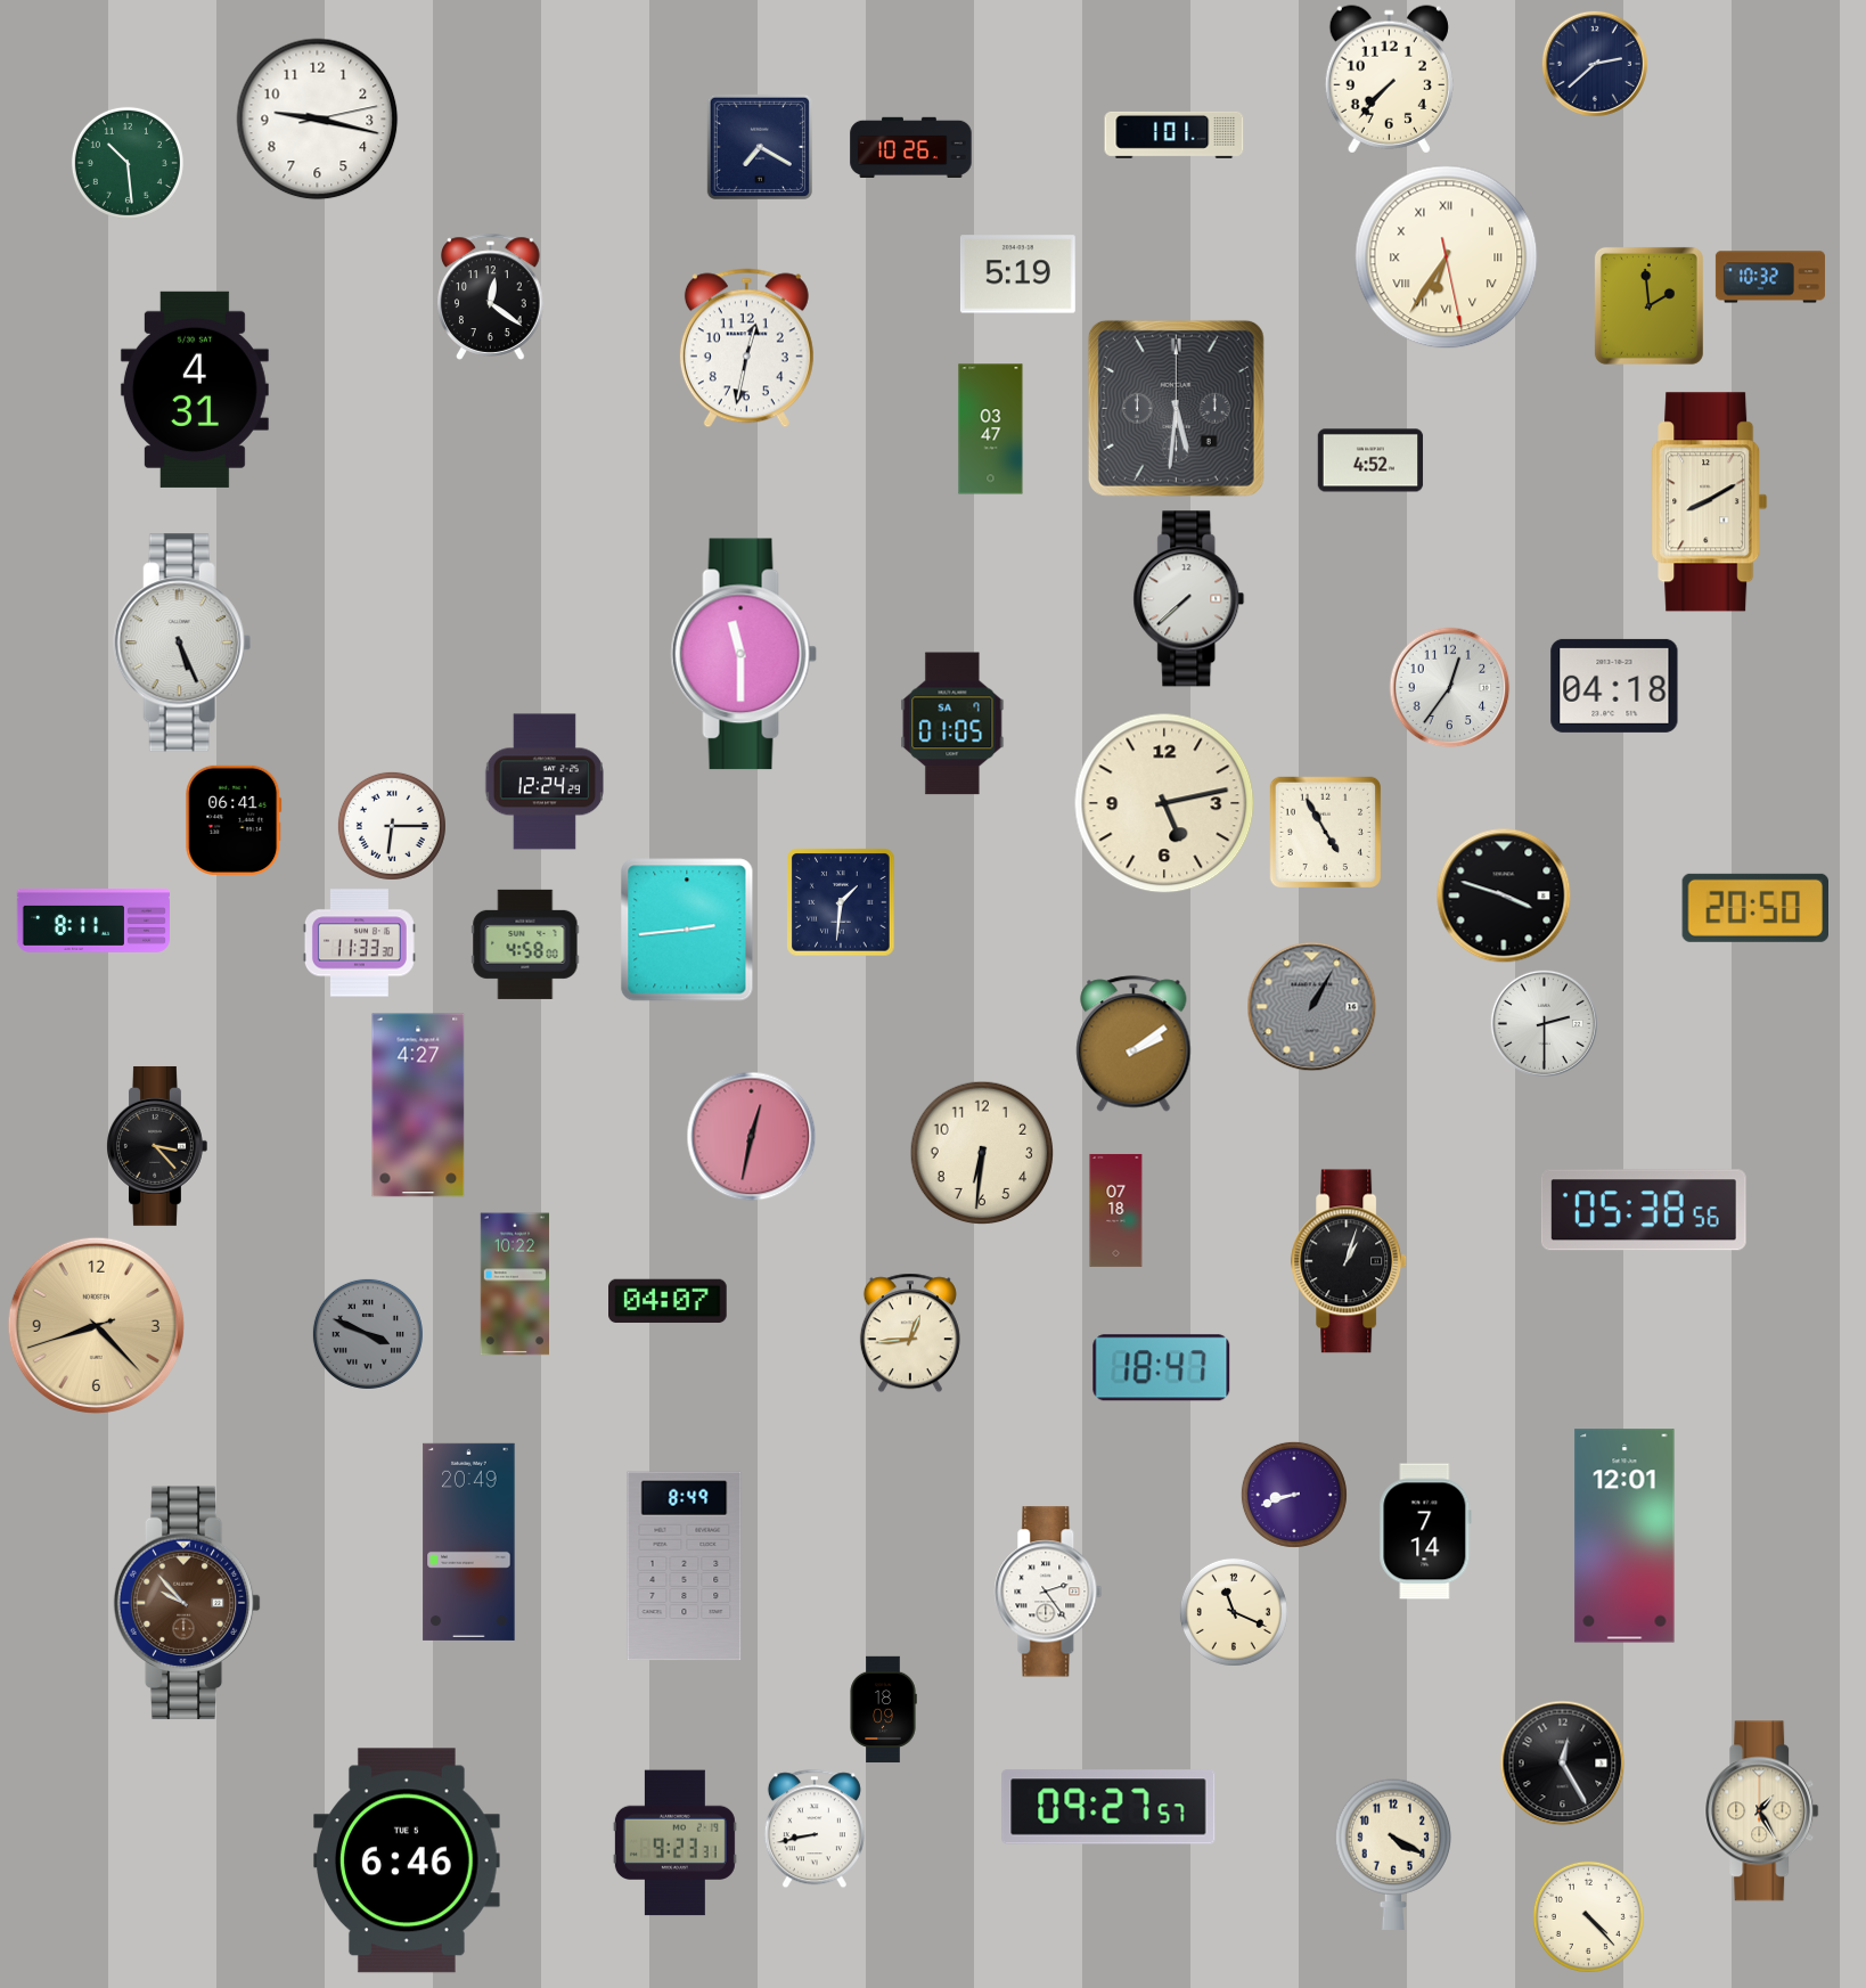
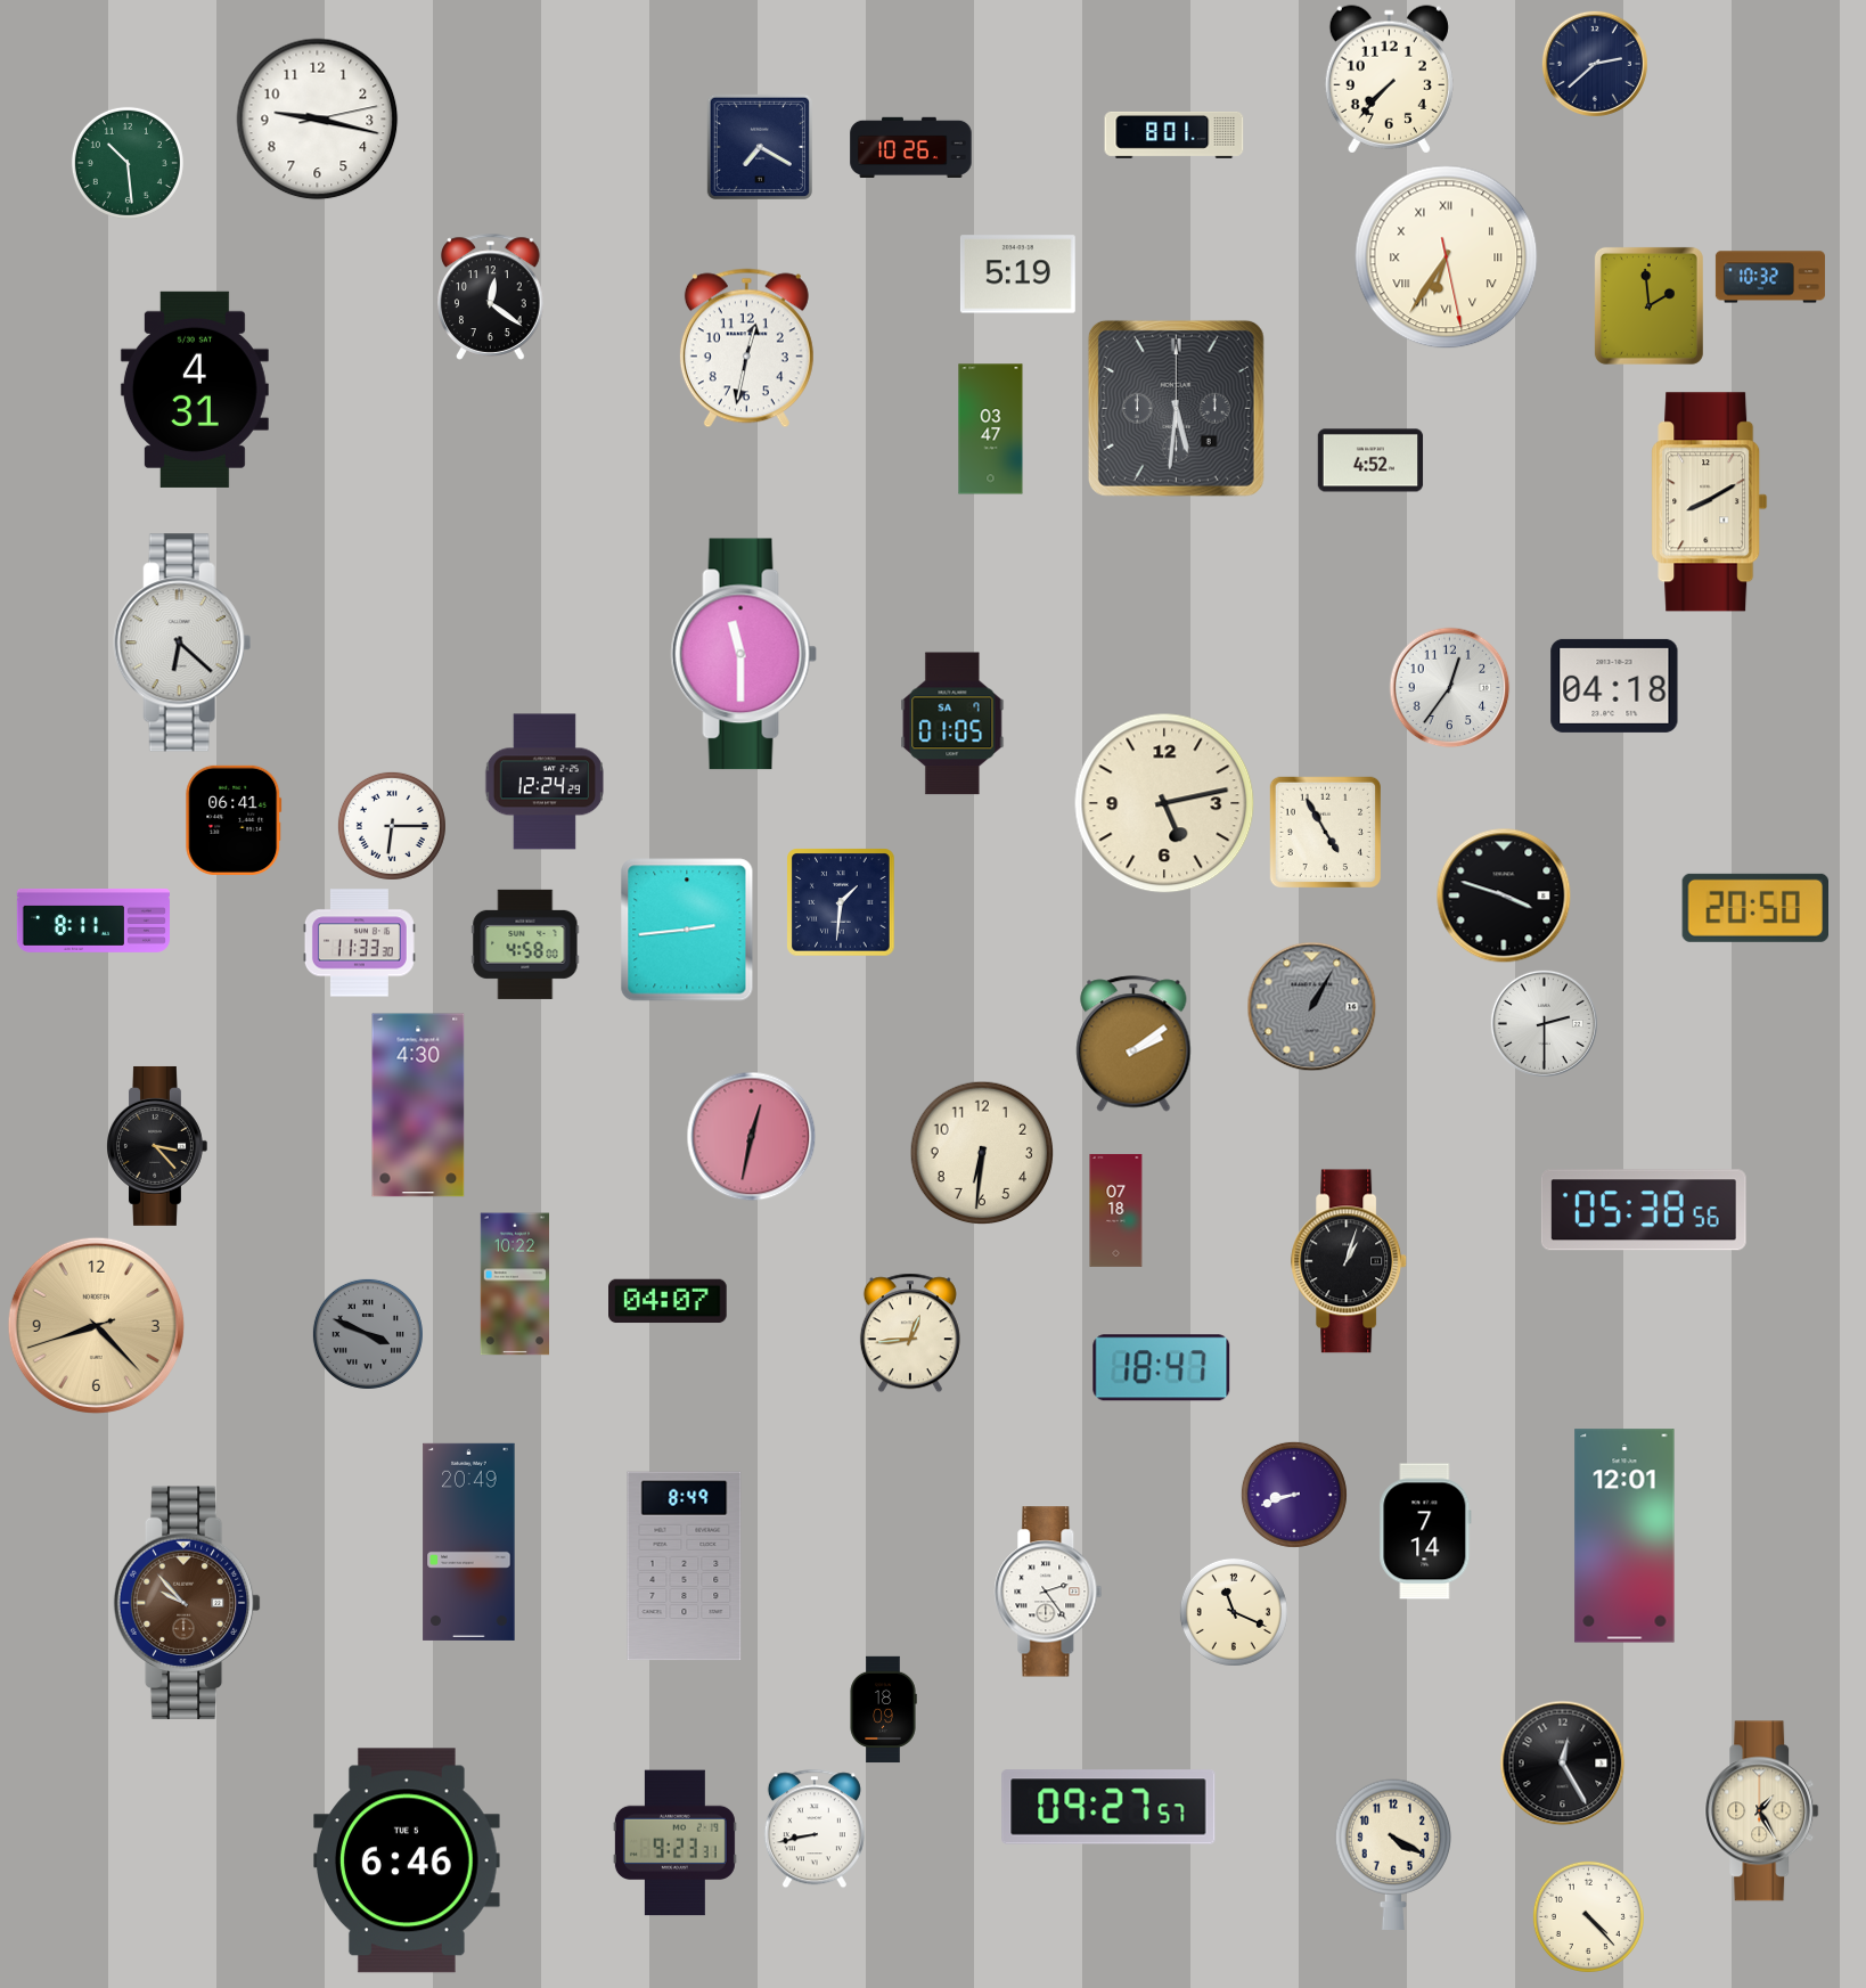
clock at (1175, 134): 1:01 -> 8:01
clock at (1189, 599): 7:38 -> none
clock at (182, 643): 5:26 -> 6:22
clock at (418, 1105): 4:27 -> 4:30
